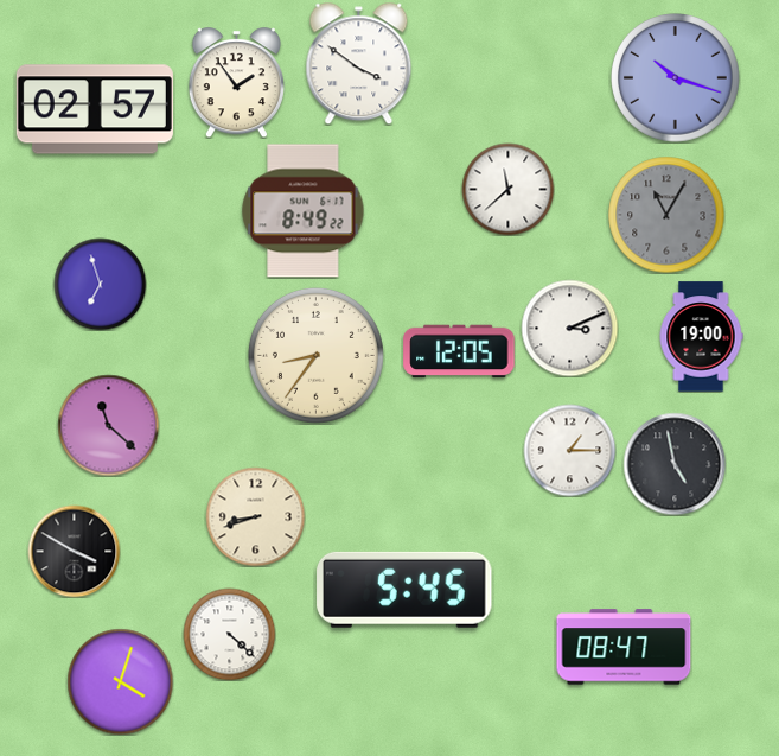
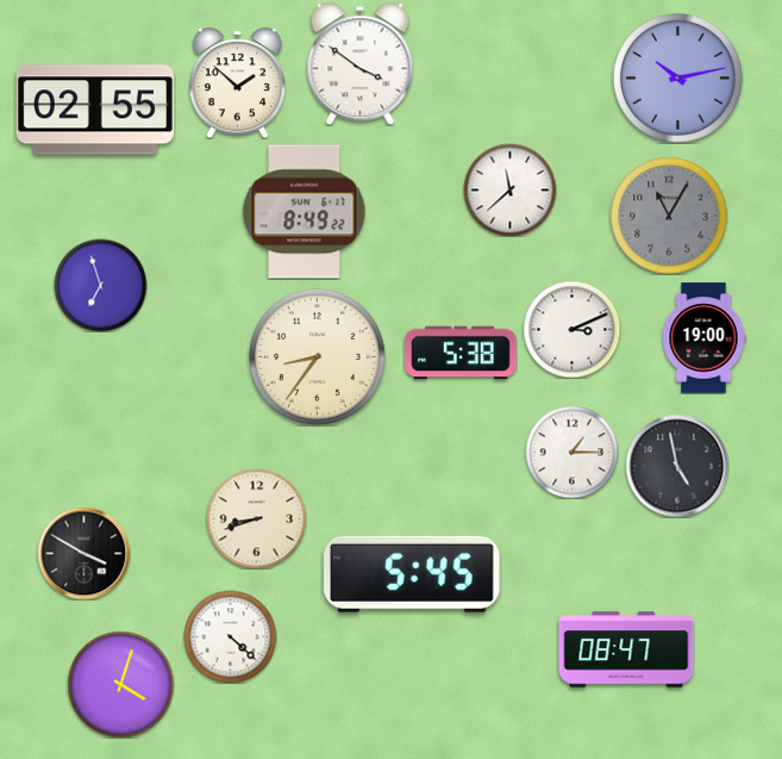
clock at (676, 78): 10:18 -> 10:13
clock at (236, 82): 1:54 -> 1:52
clock at (95, 109): 02:57 -> 02:55
clock at (459, 351): 12:05 -> 5:38
clock at (108, 425): 11:22 -> none
clock at (74, 551) position: (74, 551) -> (83, 553)
clock at (404, 590) position: (404, 590) -> (412, 574)
